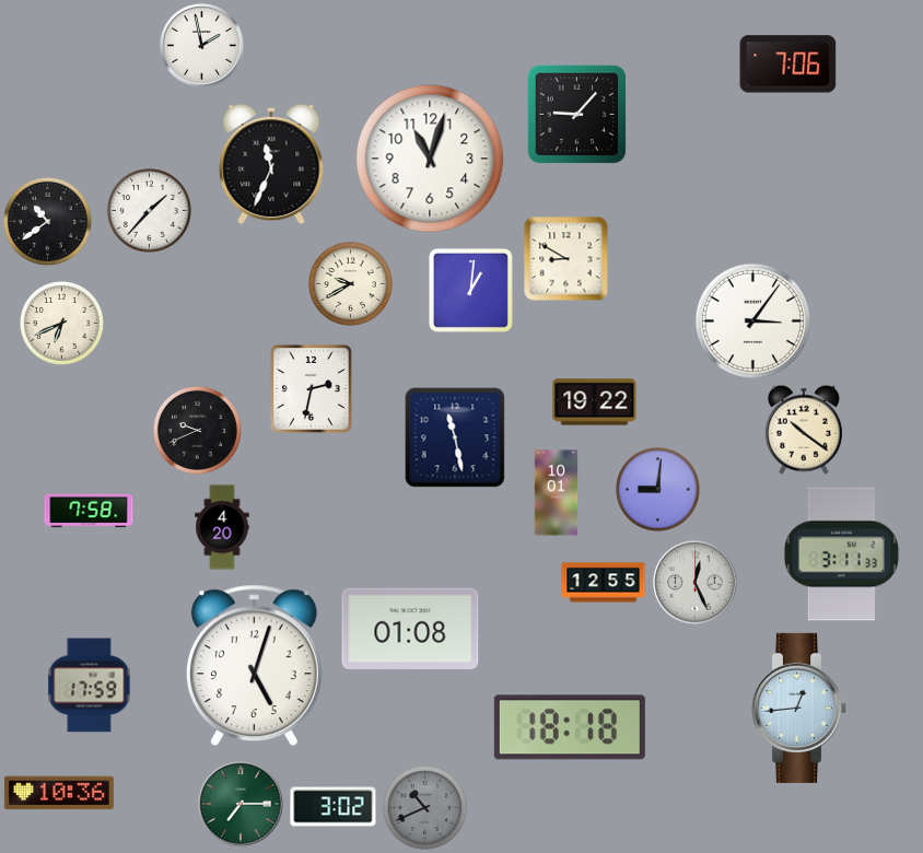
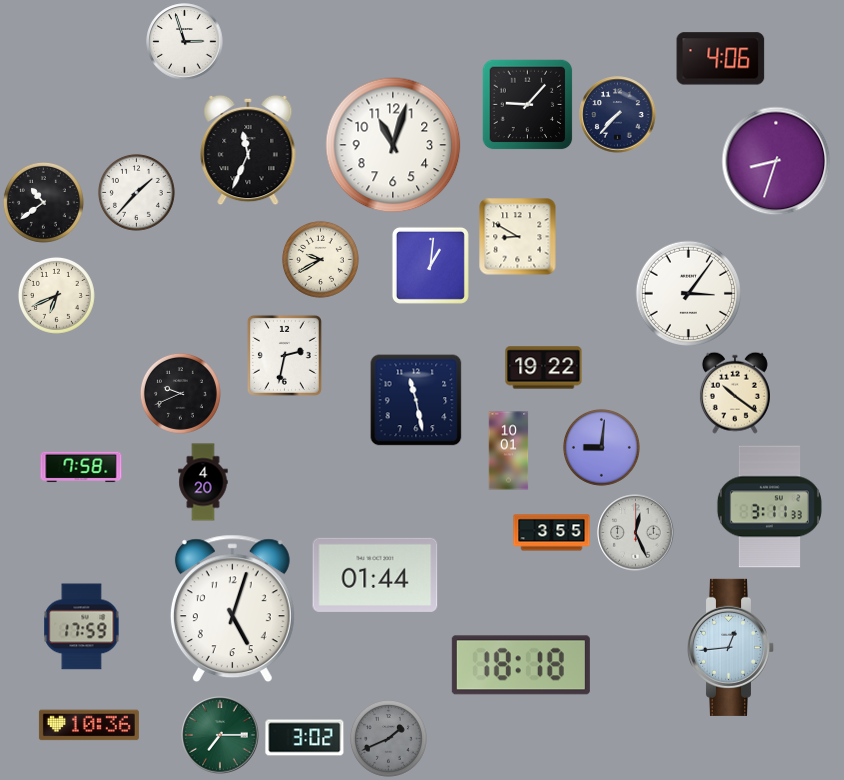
clock at (202, 46): 1:58 -> 2:57
clock at (788, 65): 7:06 -> 4:06
clock at (618, 115): none -> 7:37
clock at (776, 161): none -> 8:33
clock at (604, 583): 12:55 -> 3:55
clock at (410, 629): 01:08 -> 01:44
clock at (59, 793) position: (59, 793) -> (89, 725)
clock at (424, 807): 10:41 -> 1:41
